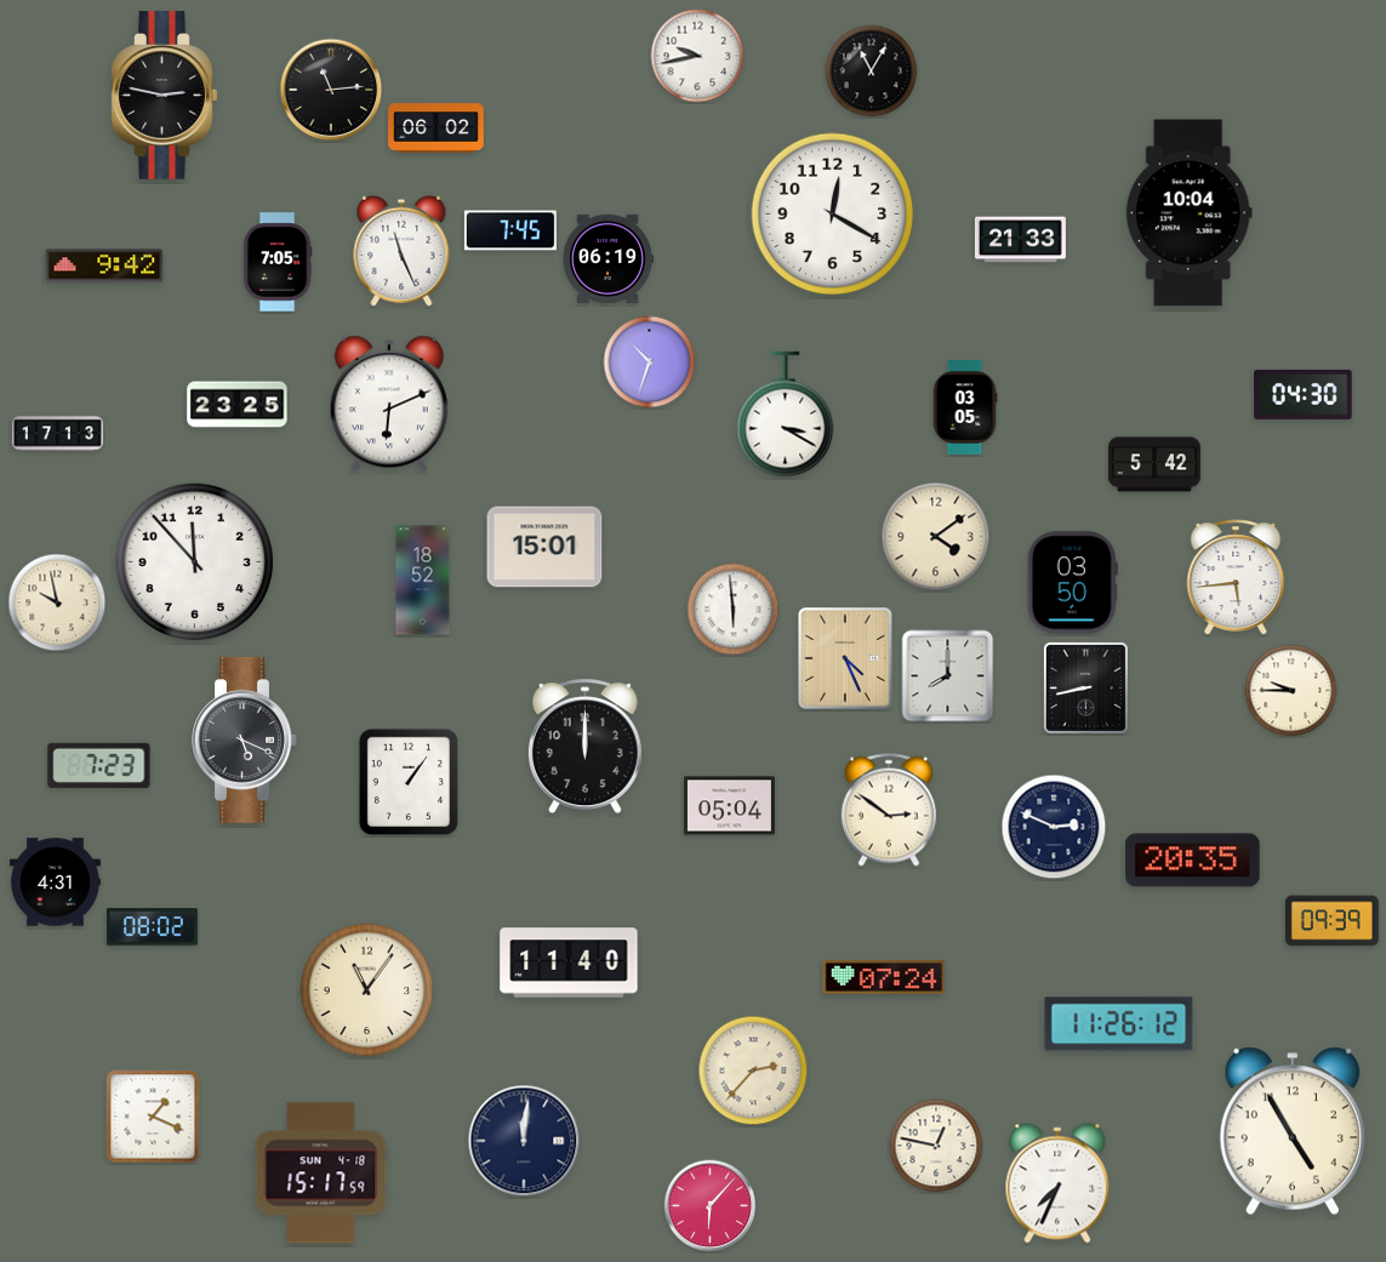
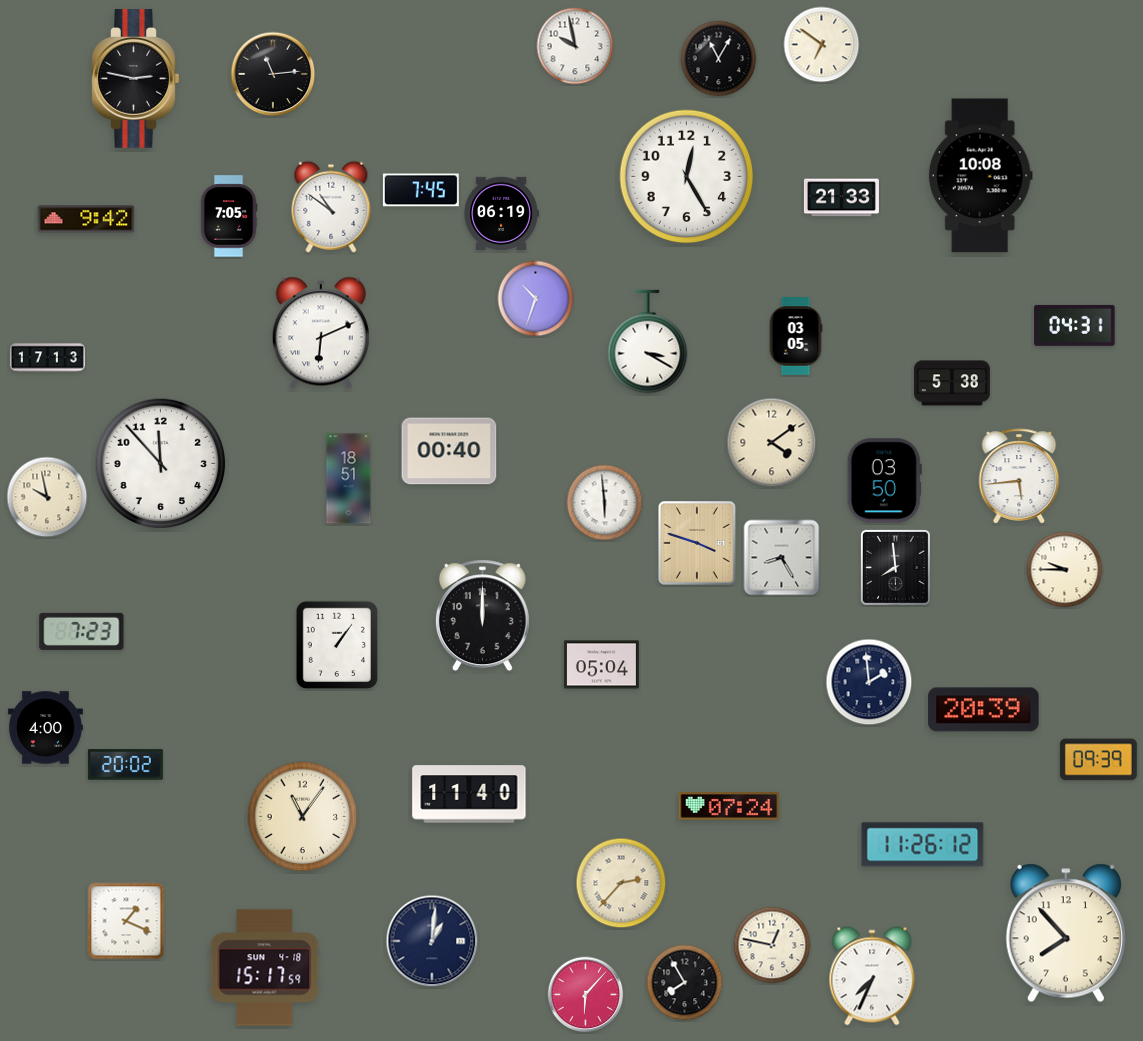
clock at (822, 45): none -> 6:51
clock at (697, 56): 9:43 -> 9:58
clock at (437, 129): 06:02 -> none
clock at (1188, 213): 10:04 -> 10:08
clock at (833, 215): 12:20 -> 12:25
clock at (401, 251): 11:26 -> 10:51
clock at (1304, 394): 04:30 -> 04:31
clock at (238, 405): 23:25 -> none
clock at (1154, 464): 5:42 -> 5:38
clock at (544, 547): 15:01 -> 00:40
clock at (423, 581): 18:52 -> 18:51
clock at (846, 659): 4:26 -> 3:48
clock at (948, 676): 8:00 -> 8:25
clock at (1085, 687): 8:43 -> 7:59
clock at (245, 740): 5:19 -> none
clock at (889, 810): 2:51 -> none
clock at (1054, 827): 2:49 -> 1:59
clock at (1193, 861): 20:35 -> 20:39
clock at (55, 883): 4:31 -> 4:00
clock at (152, 927): 08:02 -> 20:02
clock at (1293, 1131): 4:55 -> 7:53
clock at (524, 1141): 12:01 -> 1:01
clock at (685, 983): none -> 7:55
